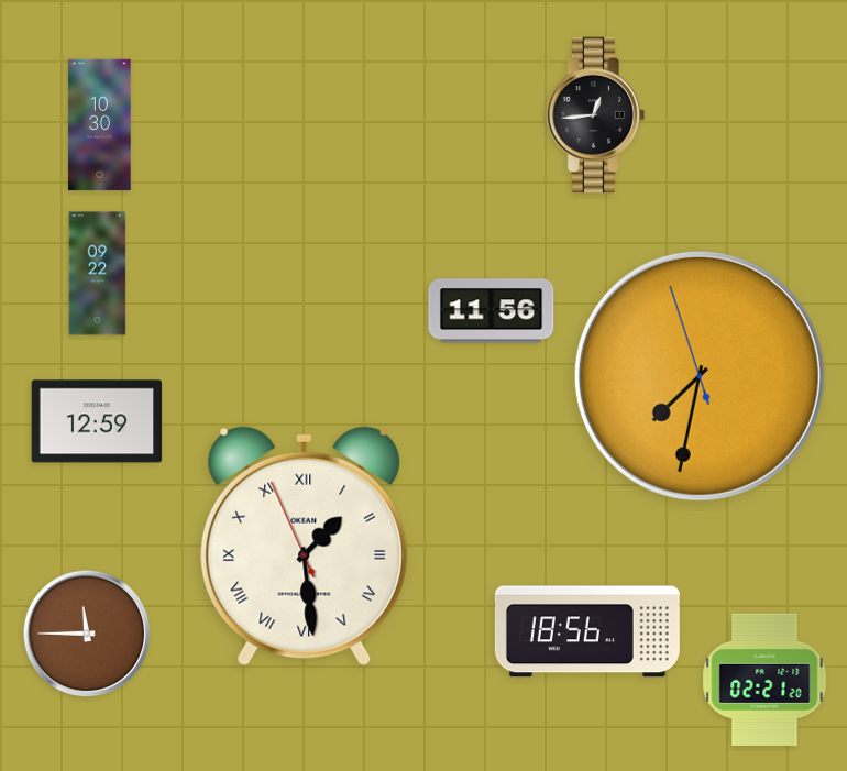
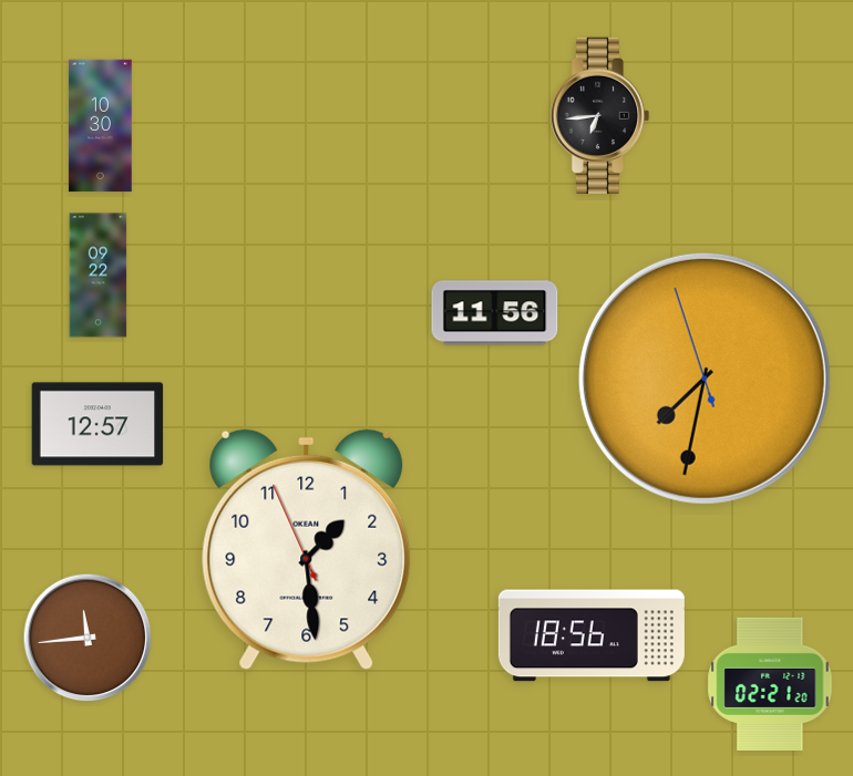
clock at (596, 115): 12:44 -> 6:44
clock at (97, 421): 12:59 -> 12:57
clock at (305, 547) numerals: Roman -> Arabic
clock at (87, 634): 11:45 -> 11:44
